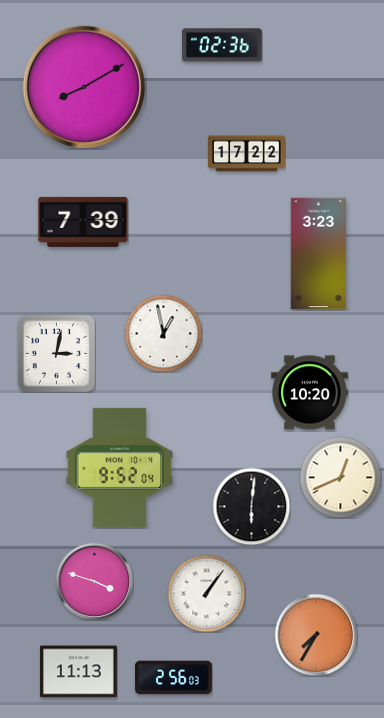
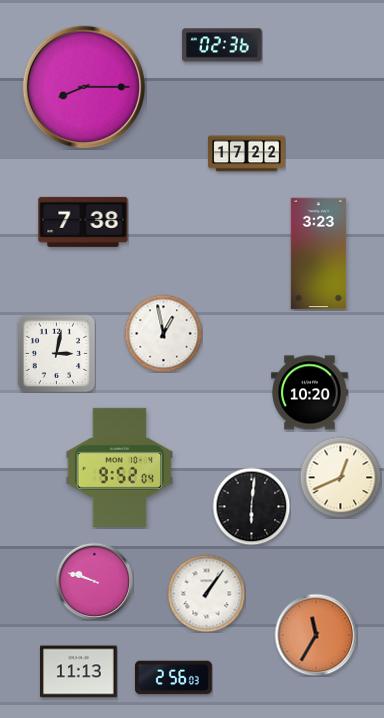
clock at (83, 86): 8:10 -> 8:15
clock at (83, 222): 7:39 -> 7:38
clock at (94, 581): 3:48 -> 9:48
clock at (316, 635): 7:35 -> 11:35
